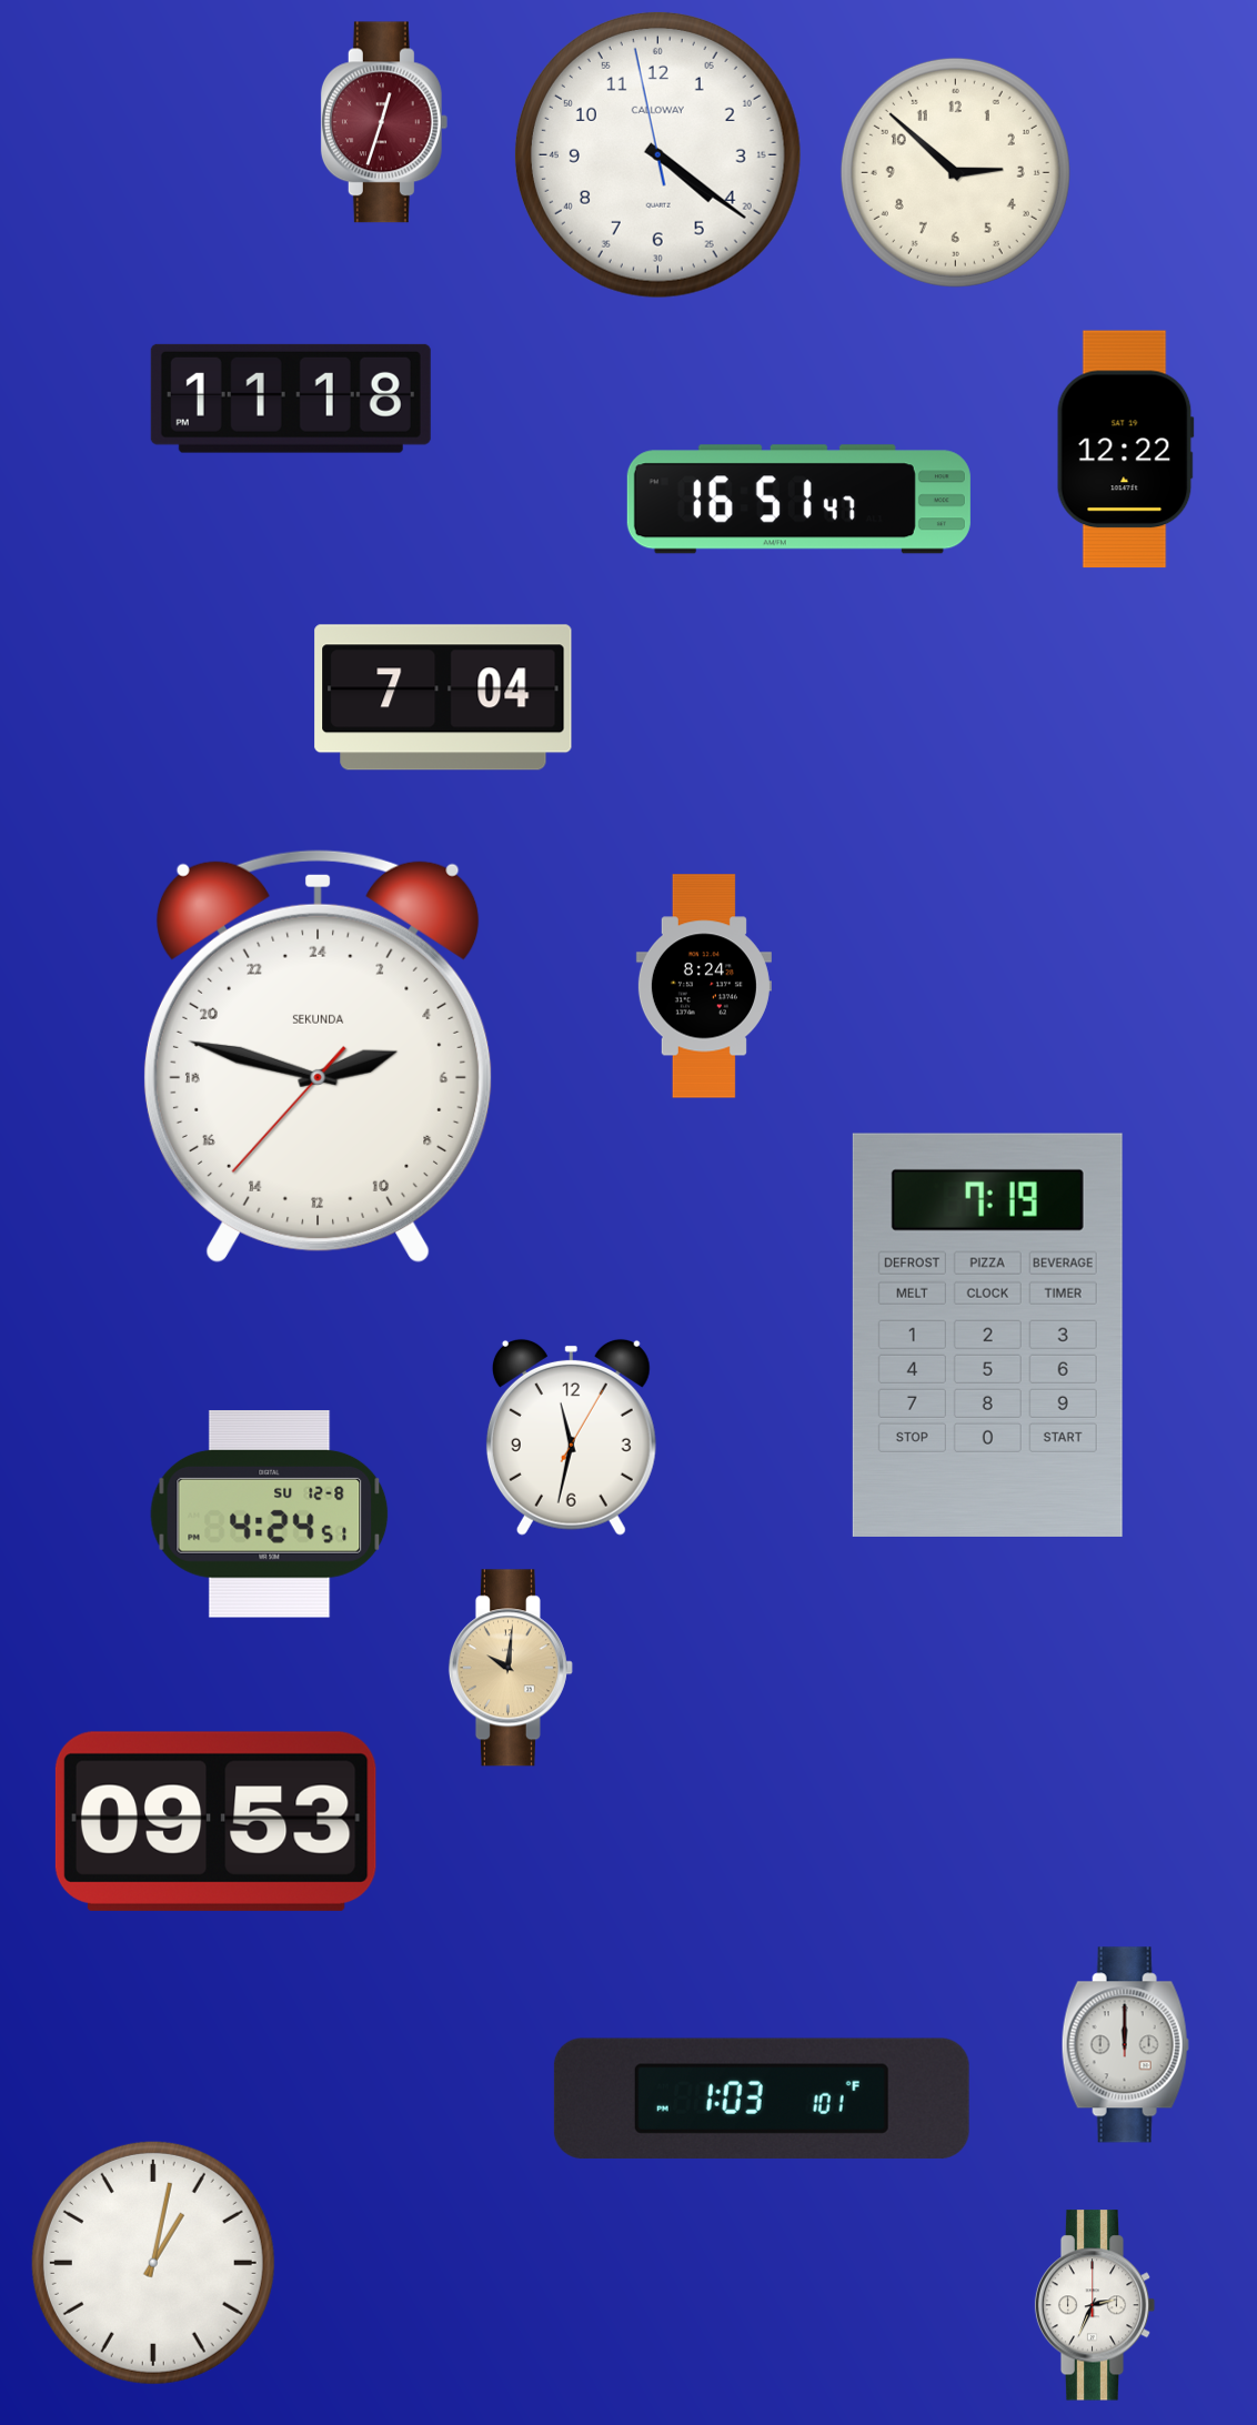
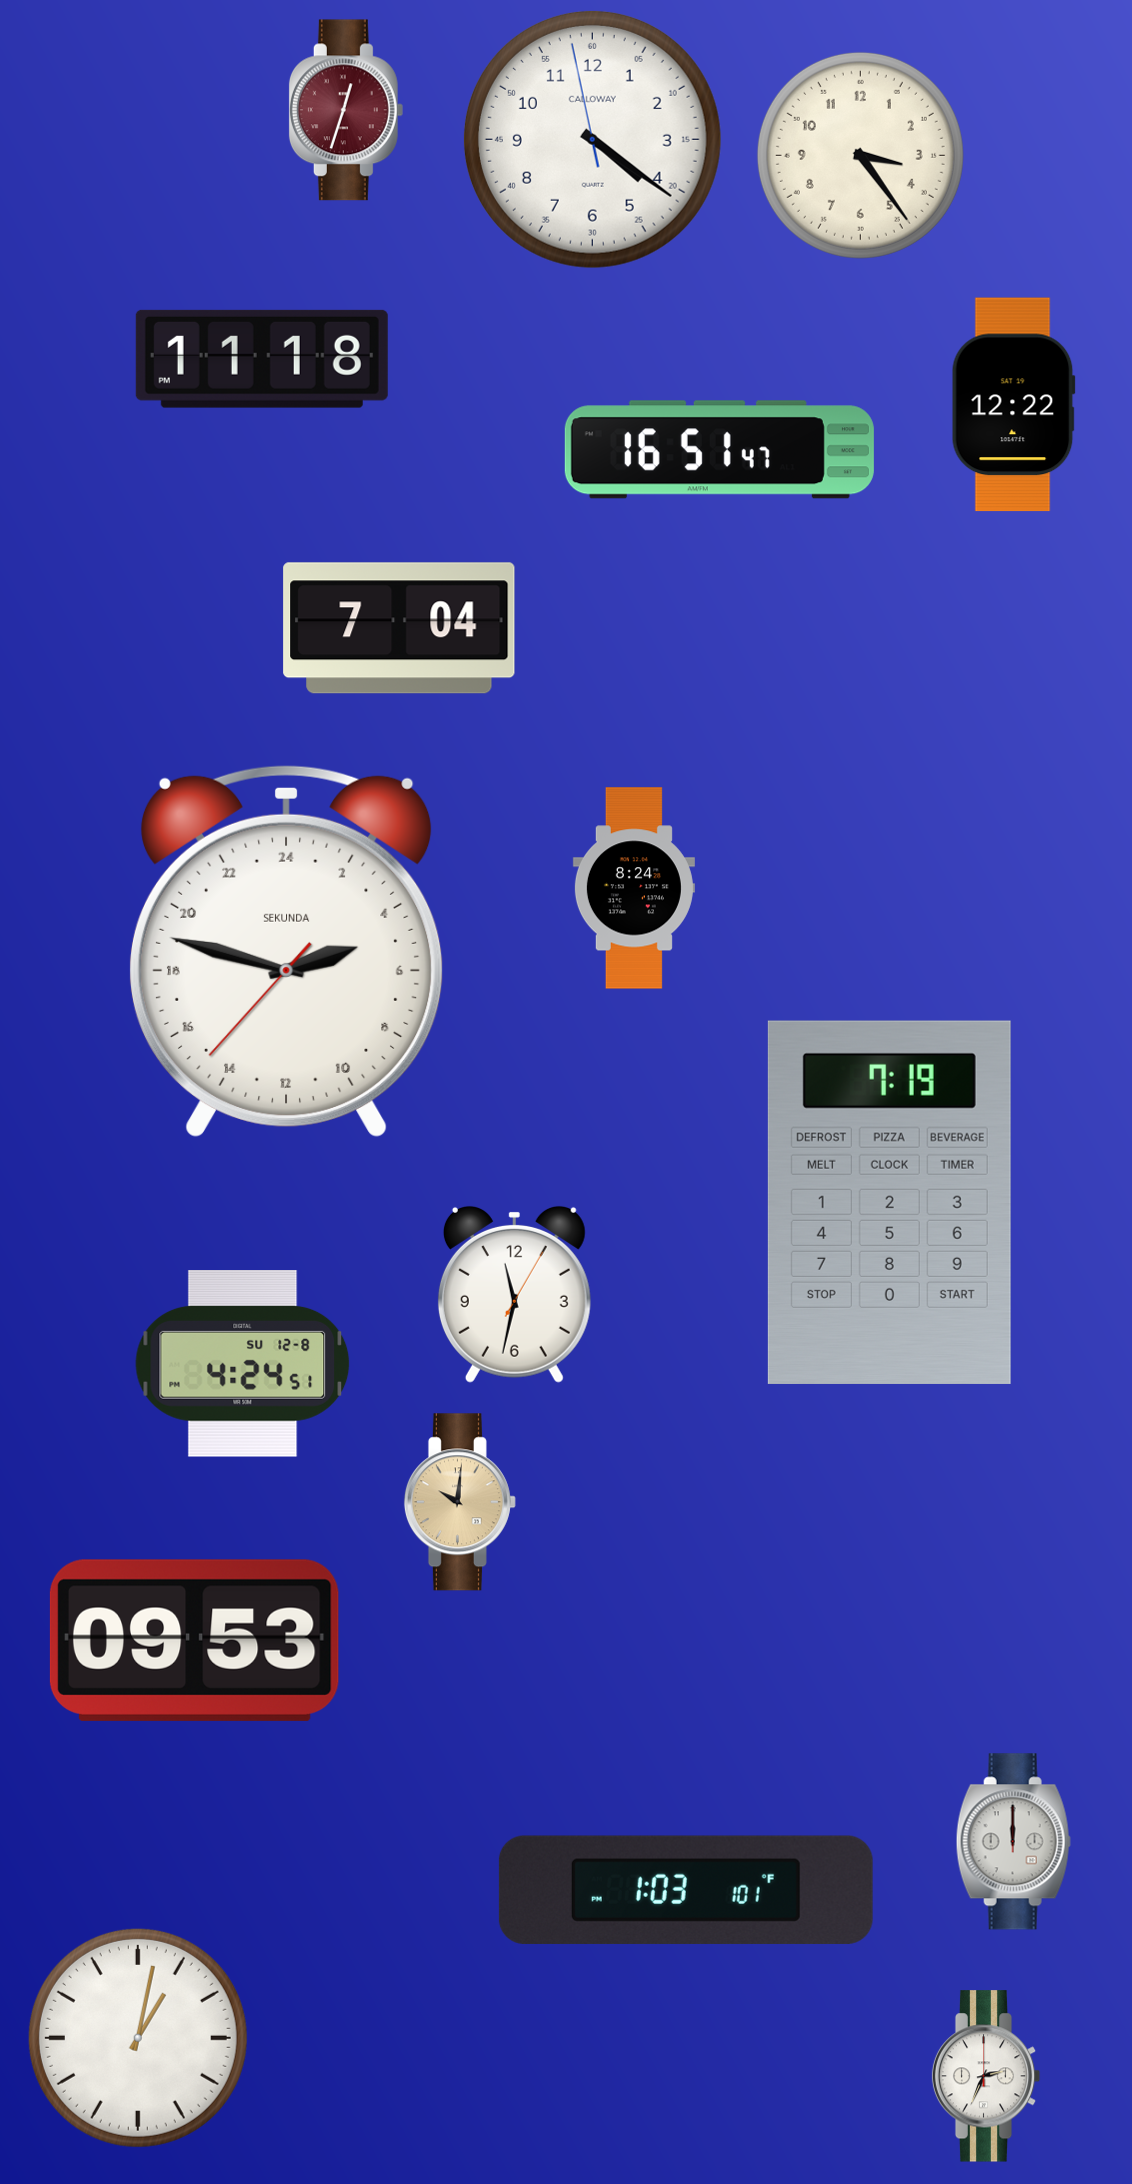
clock at (955, 172): 2:52 -> 3:24
